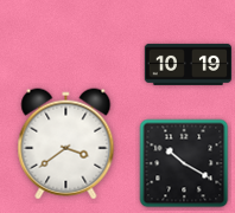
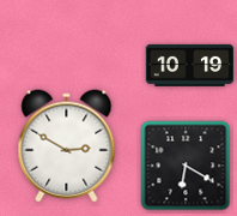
clock at (66, 144): 3:39 -> 2:50
clock at (184, 163): 10:20 -> 6:20
